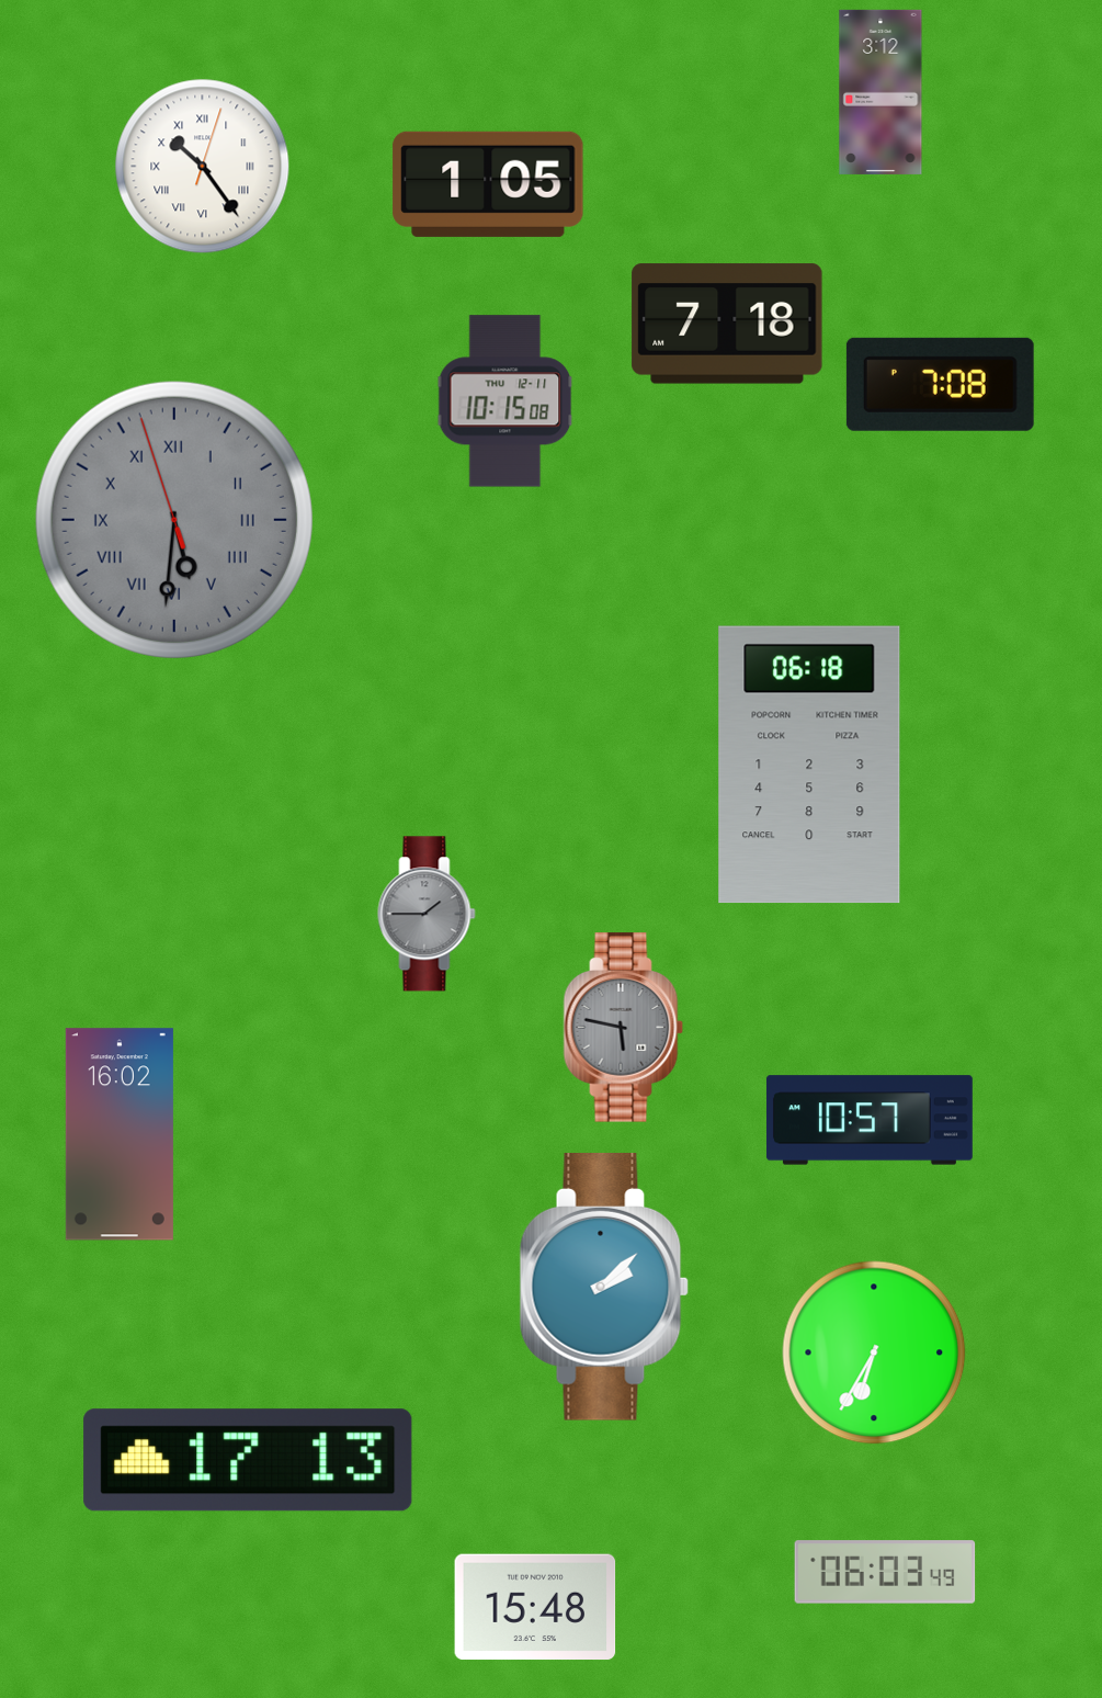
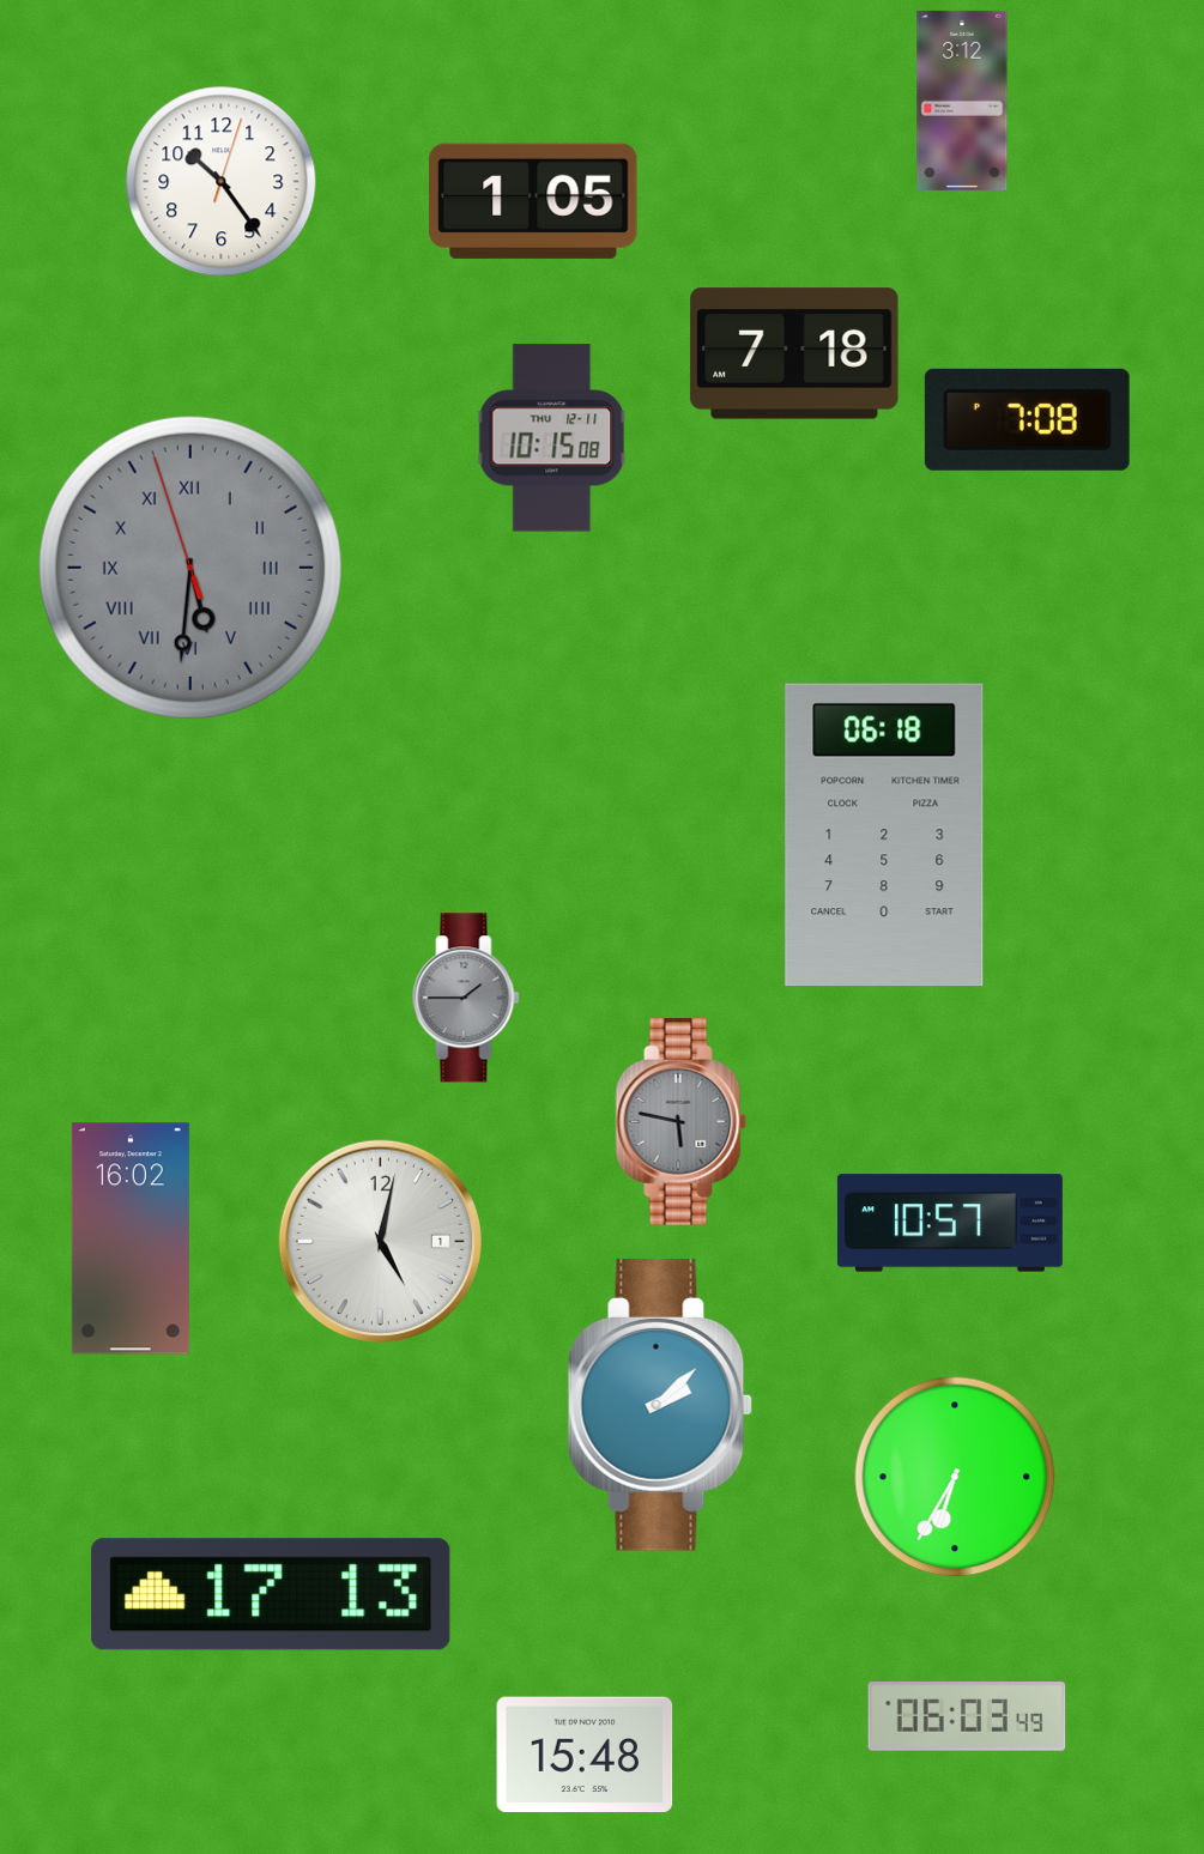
clock at (203, 167) numerals: Roman -> Arabic
clock at (380, 1241): none -> 5:02
